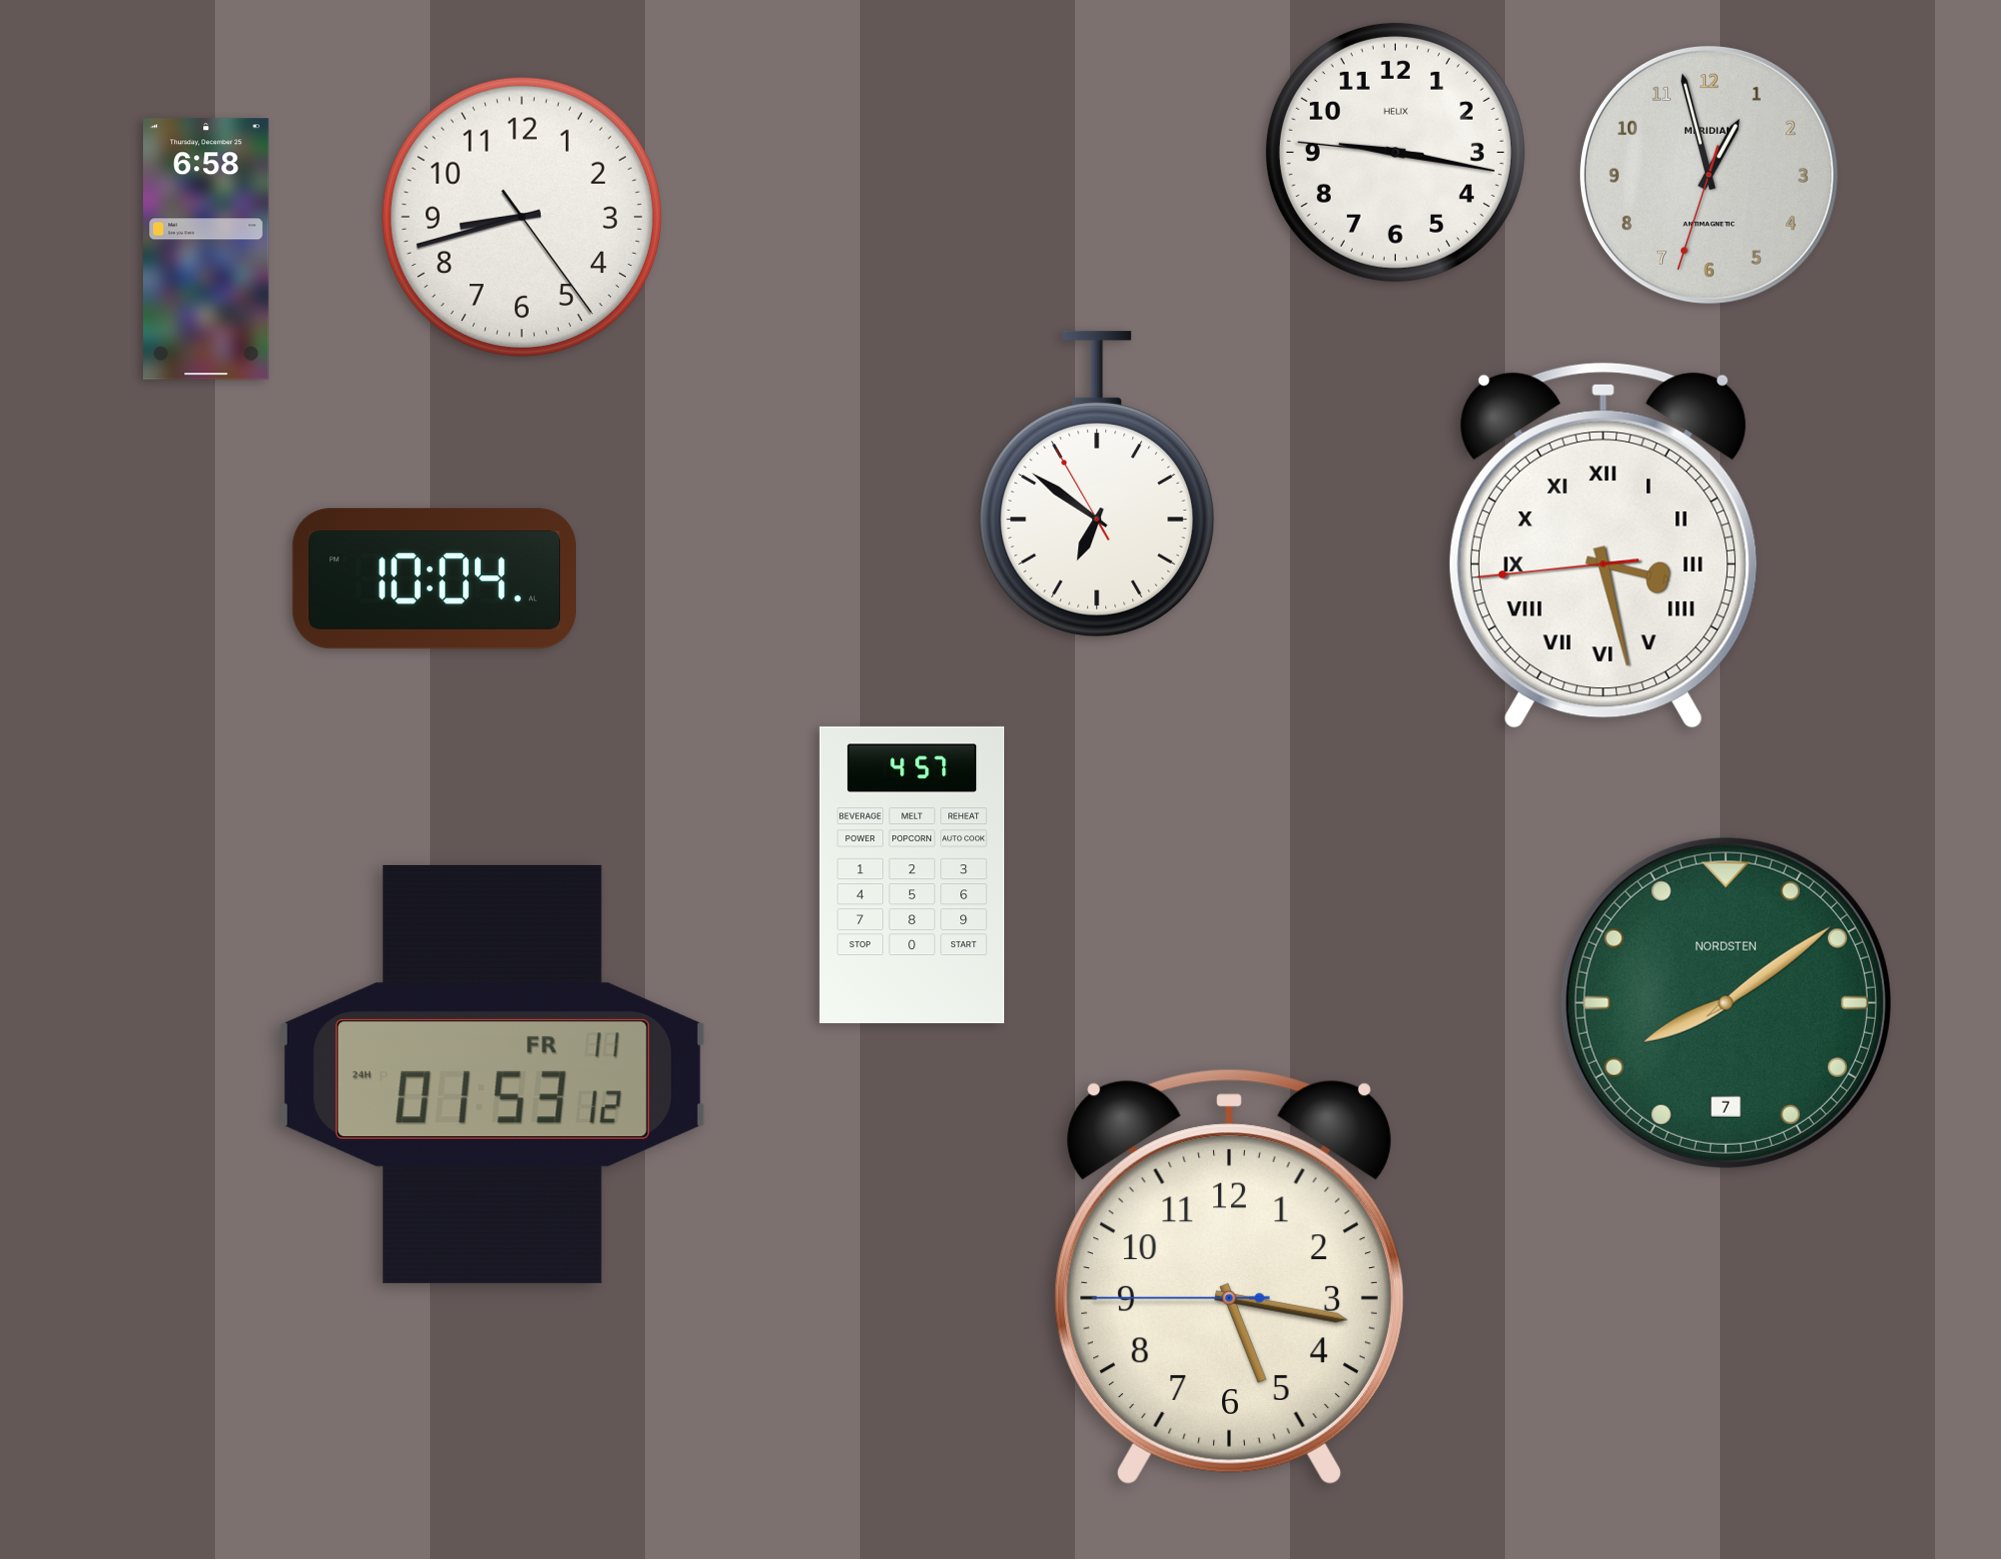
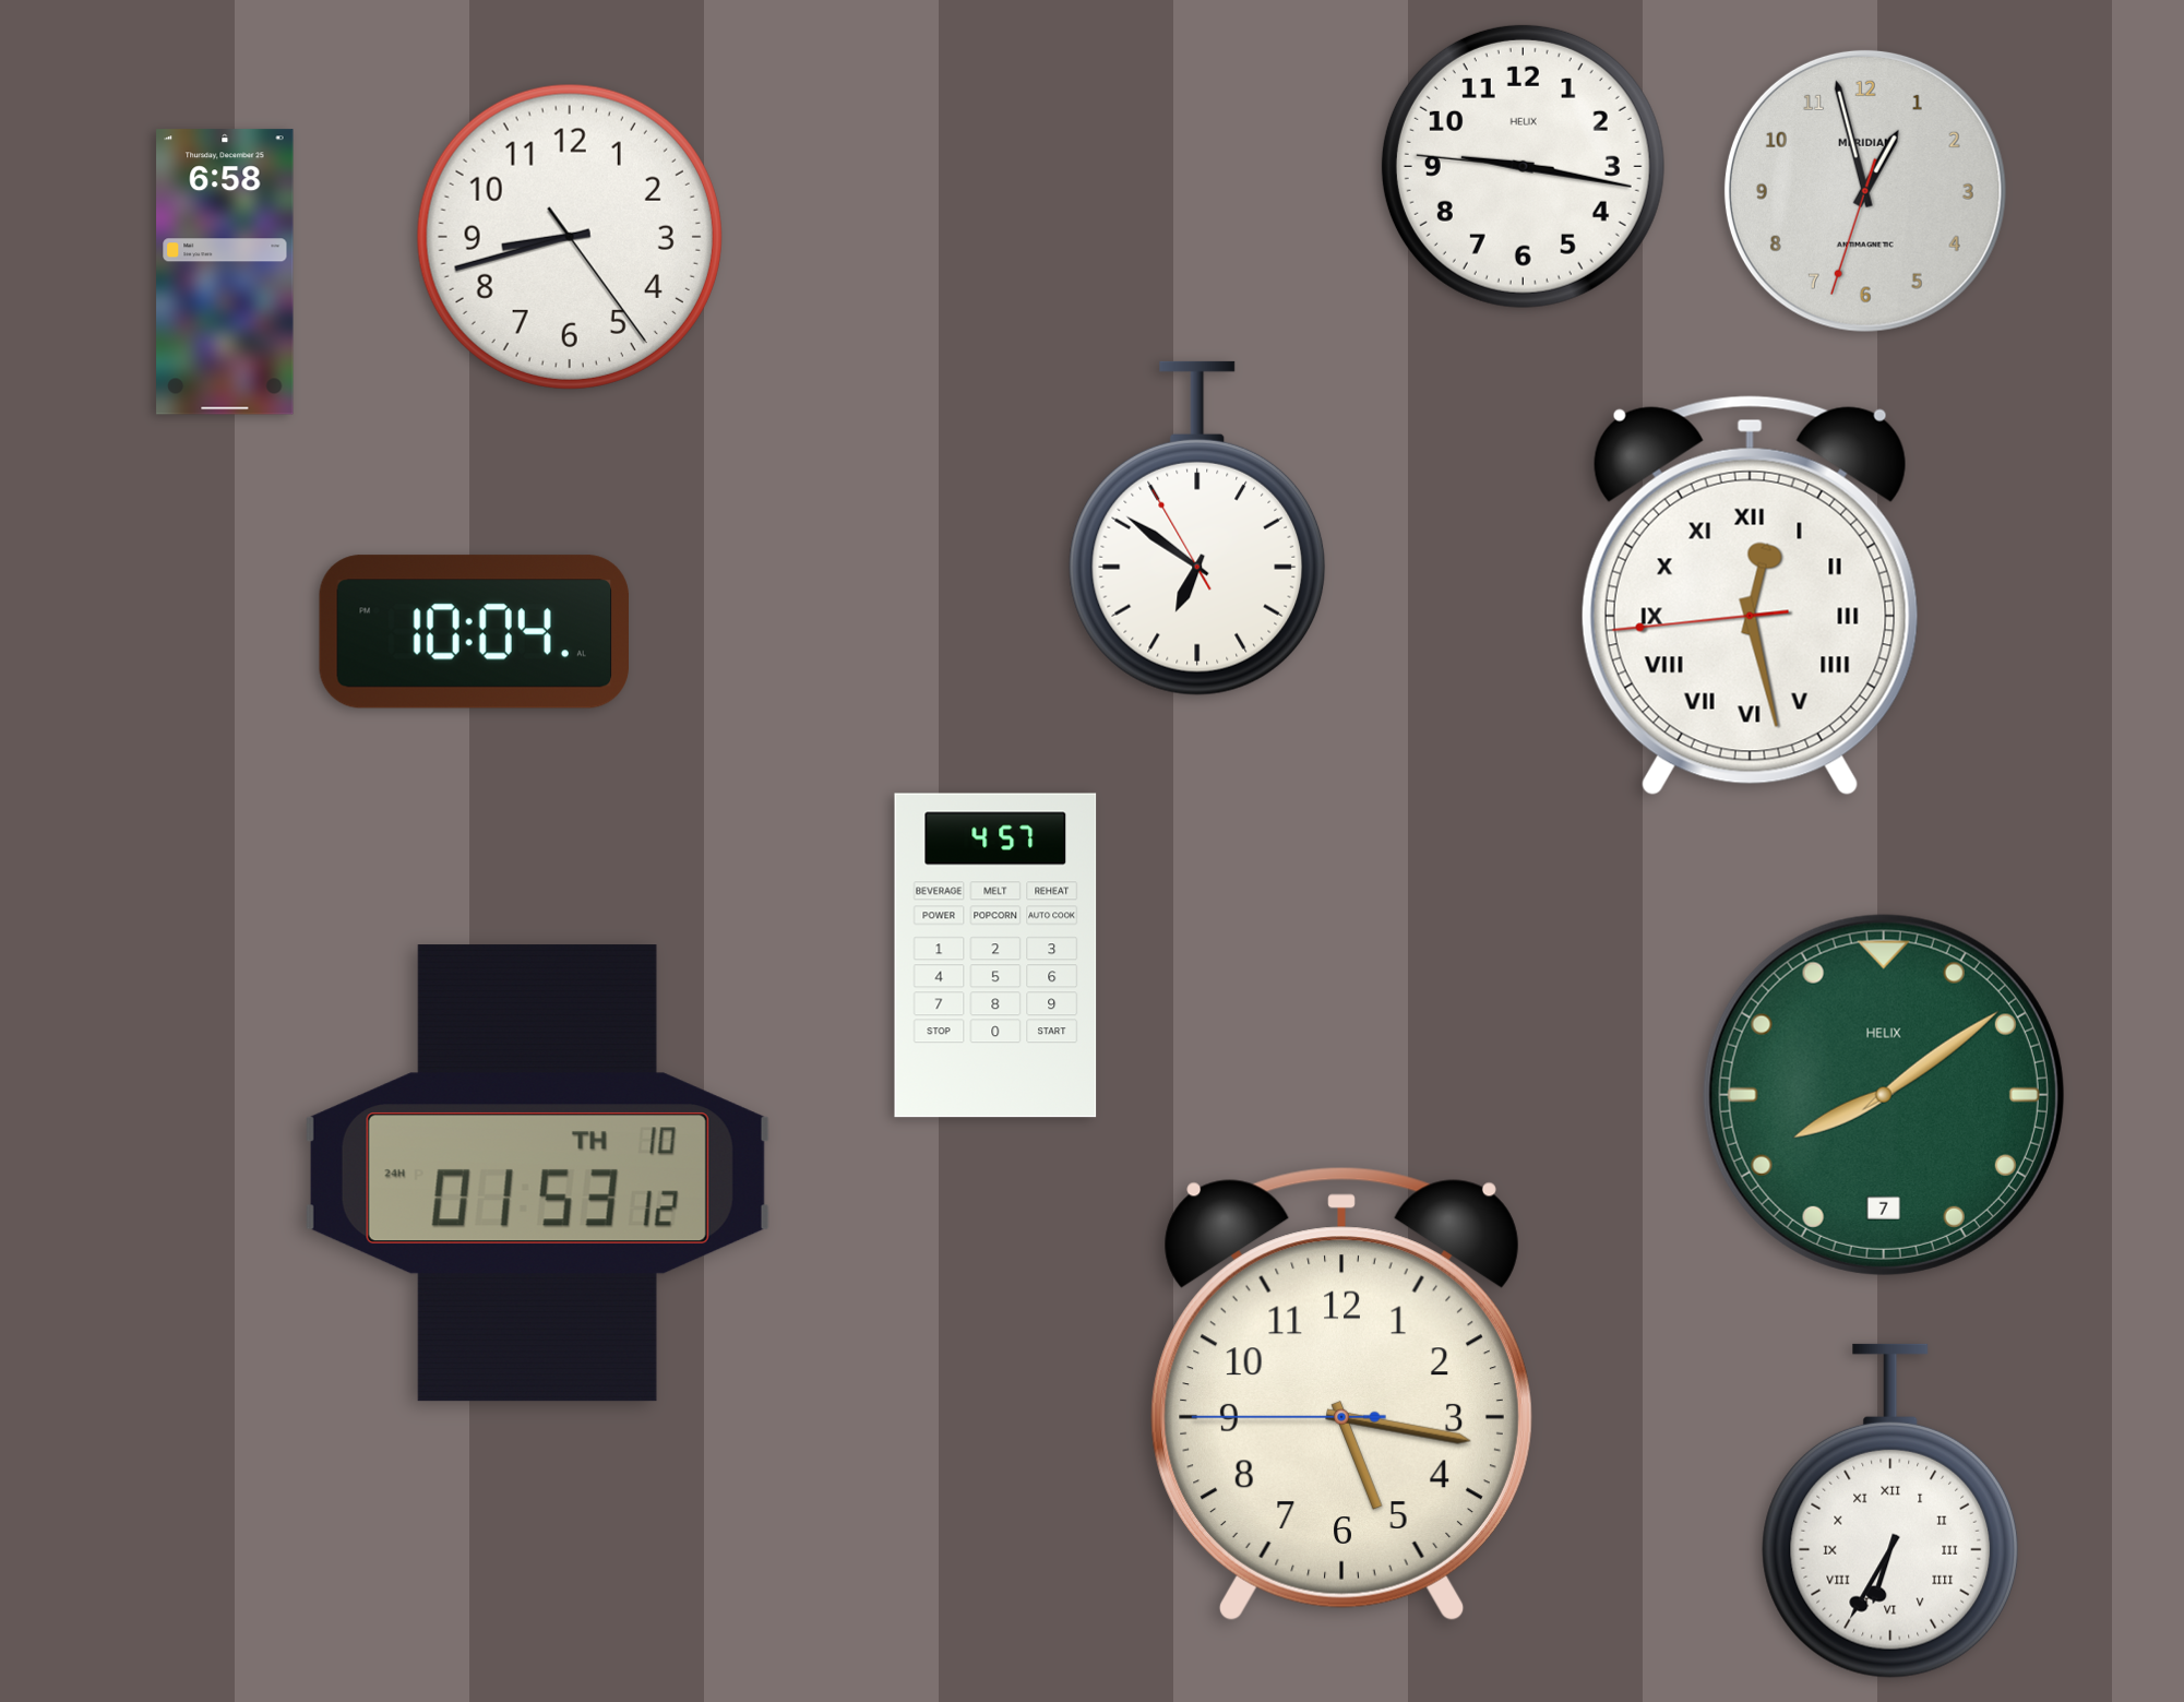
clock at (1603, 546): 3:27 -> 12:27
clock at (1726, 1003) brand: NORDSTEN -> HELIX
clock at (492, 1075) date: FR 11 -> TH 10
clock at (1890, 1511): none -> 6:35
